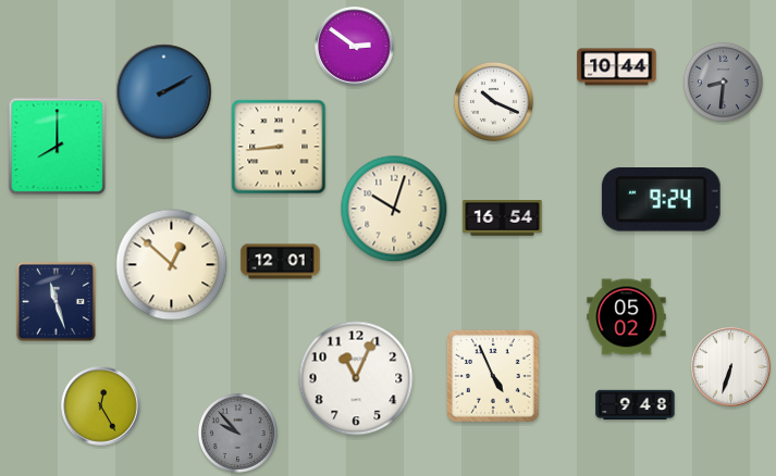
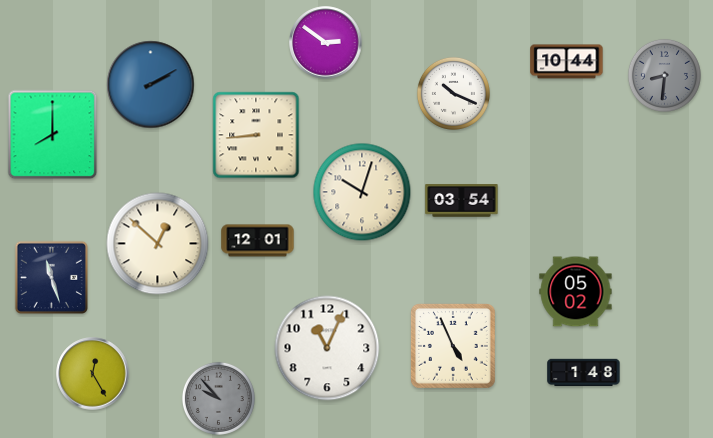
clock at (661, 200): 9:24 -> none
clock at (503, 218): 16:54 -> 03:54
clock at (731, 367): 6:33 -> none
clock at (636, 405): 9:48 -> 1:48
